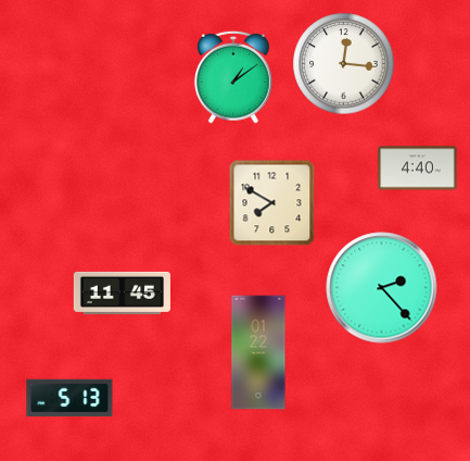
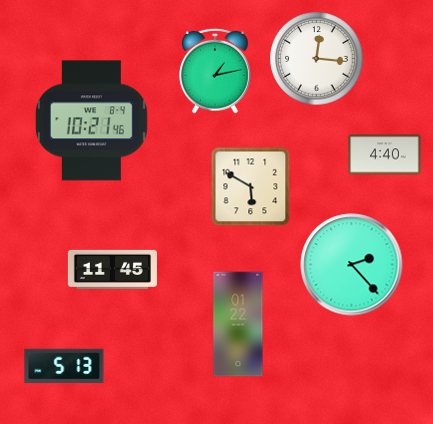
clock at (234, 77): 1:09 -> 1:13
clock at (91, 121): none -> 10:21
clock at (272, 203): 7:50 -> 5:50
